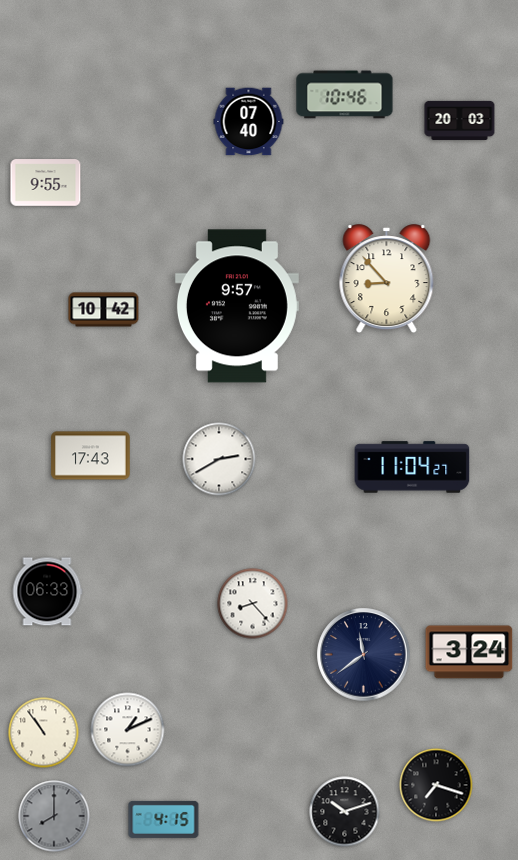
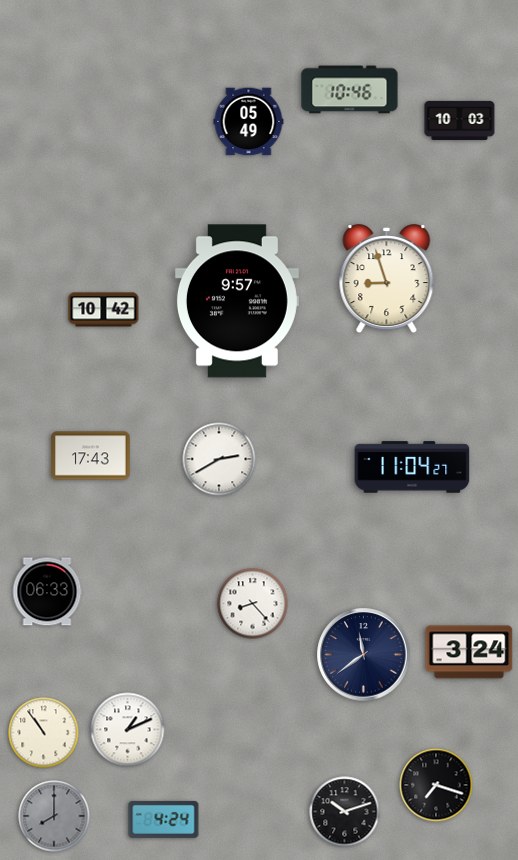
clock at (345, 95) position: (345, 95) -> (350, 90)
clock at (460, 120): 20:03 -> 10:03
clock at (249, 122): 07:40 -> 05:49
clock at (46, 183): 9:55 -> none
clock at (387, 279): 8:53 -> 8:57
clock at (237, 306) position: (237, 306) -> (237, 301)
clock at (164, 819): 4:15 -> 4:24
